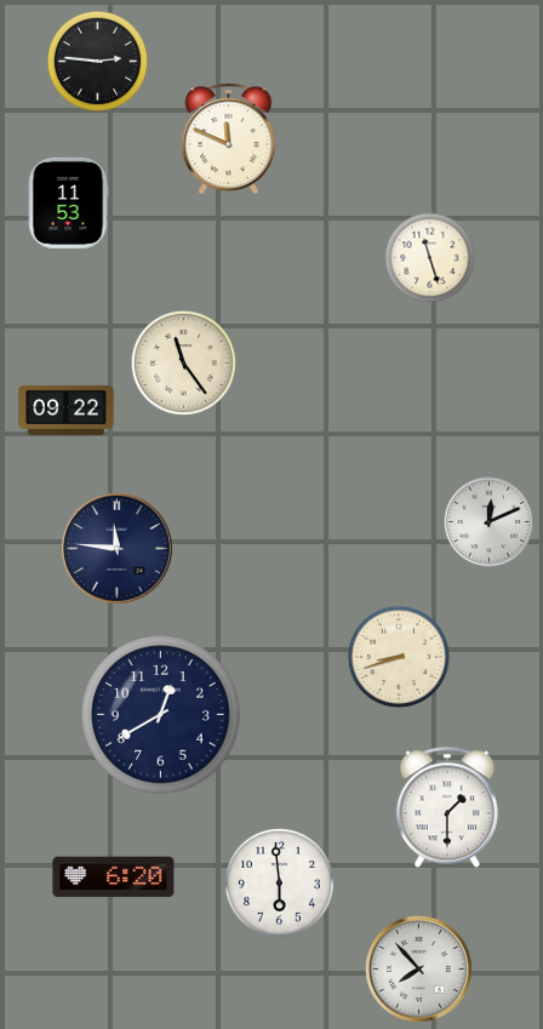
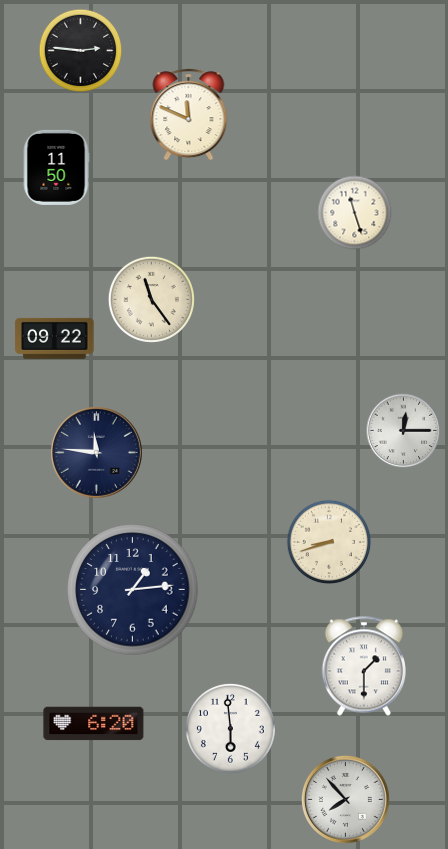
clock at (68, 202): 11:53 -> 11:50
clock at (490, 522): 12:11 -> 12:15
clock at (161, 715): 12:40 -> 1:14
clock at (447, 807) position: (447, 807) -> (364, 666)
